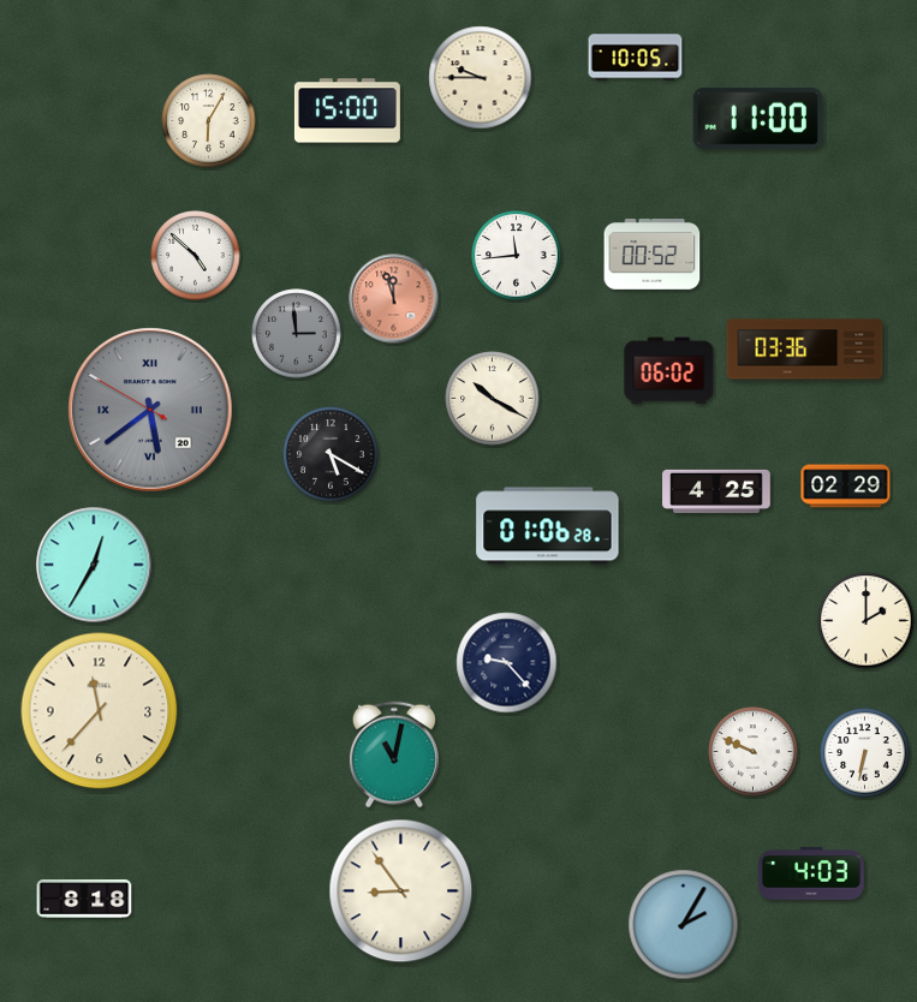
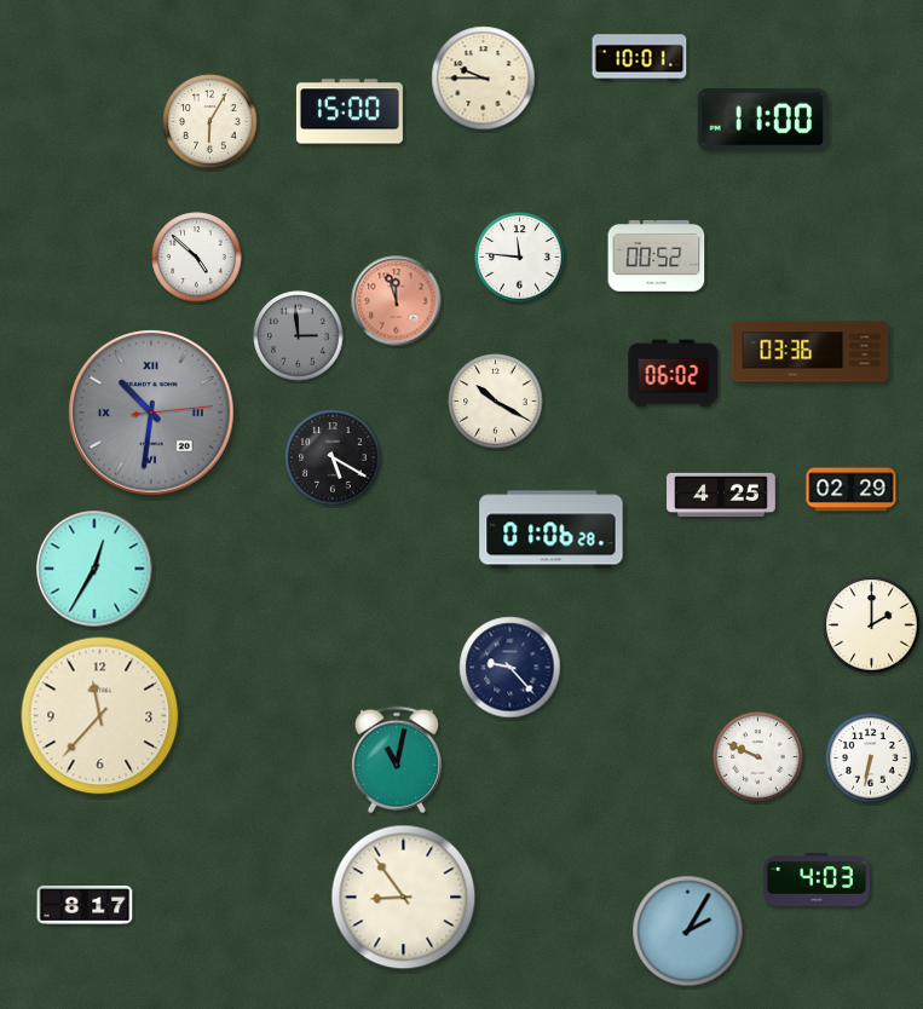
clock at (636, 58): 10:05 -> 10:01
clock at (517, 256): 11:44 -> 11:46
clock at (150, 410): 5:38 -> 10:31
clock at (84, 900): 8:18 -> 8:17
